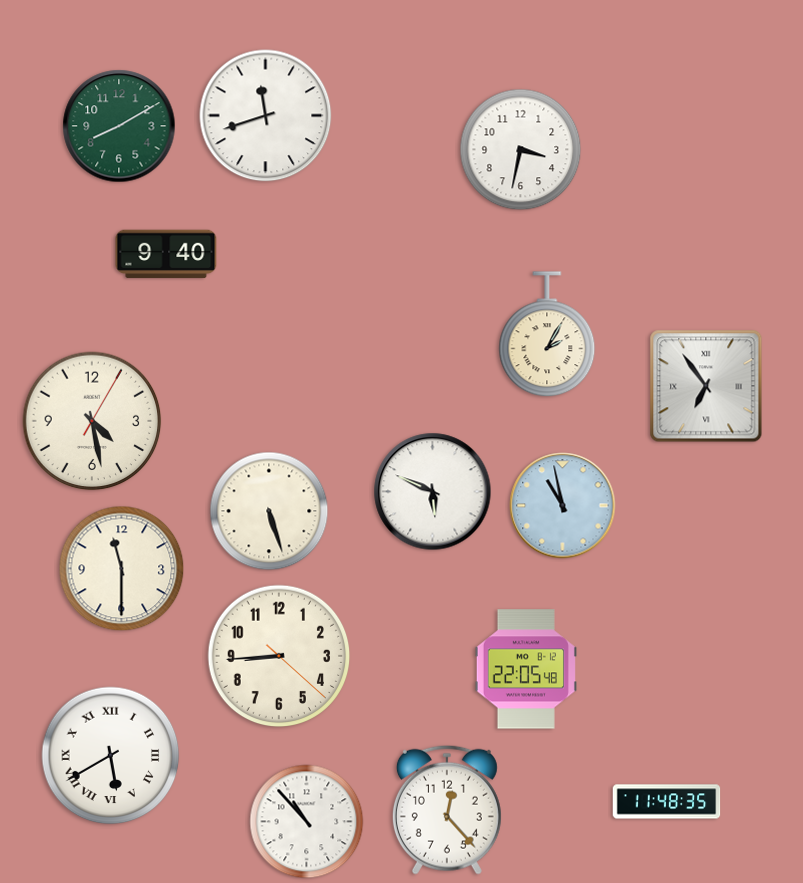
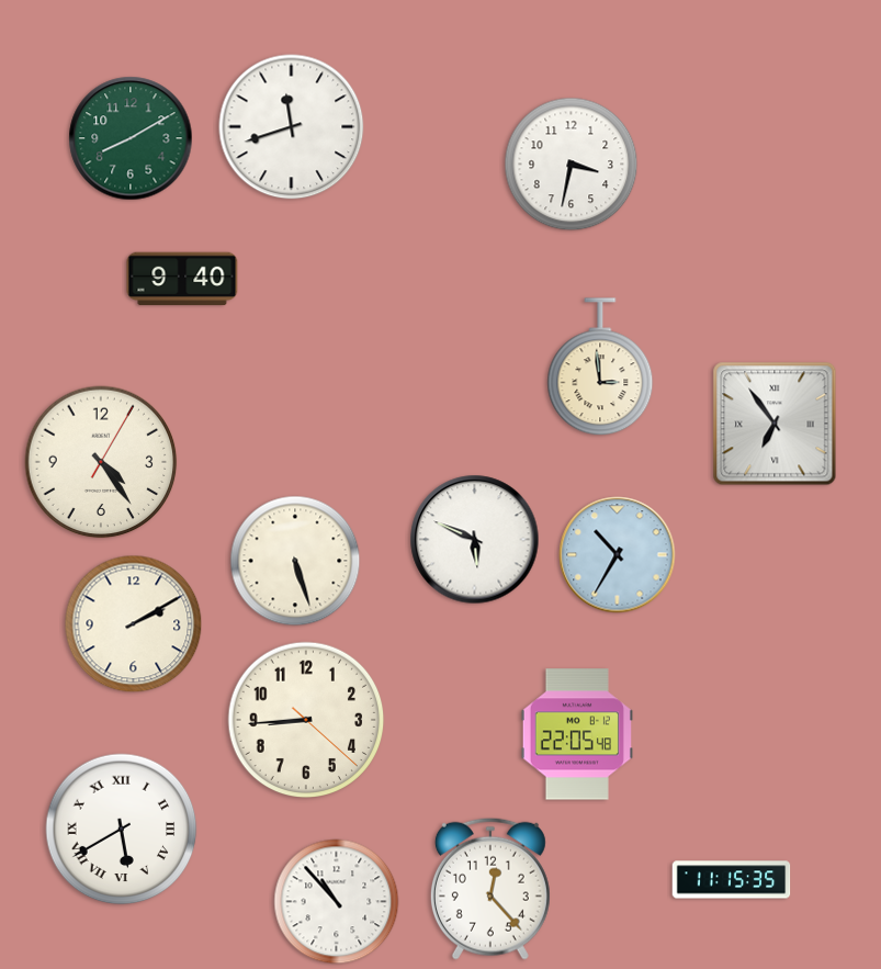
clock at (547, 335): 2:05 -> 2:59
clock at (92, 421): 4:28 -> 4:24
clock at (563, 506): 10:58 -> 10:35
clock at (122, 569): 11:30 -> 2:10
clock at (667, 802): 11:48 -> 11:15
